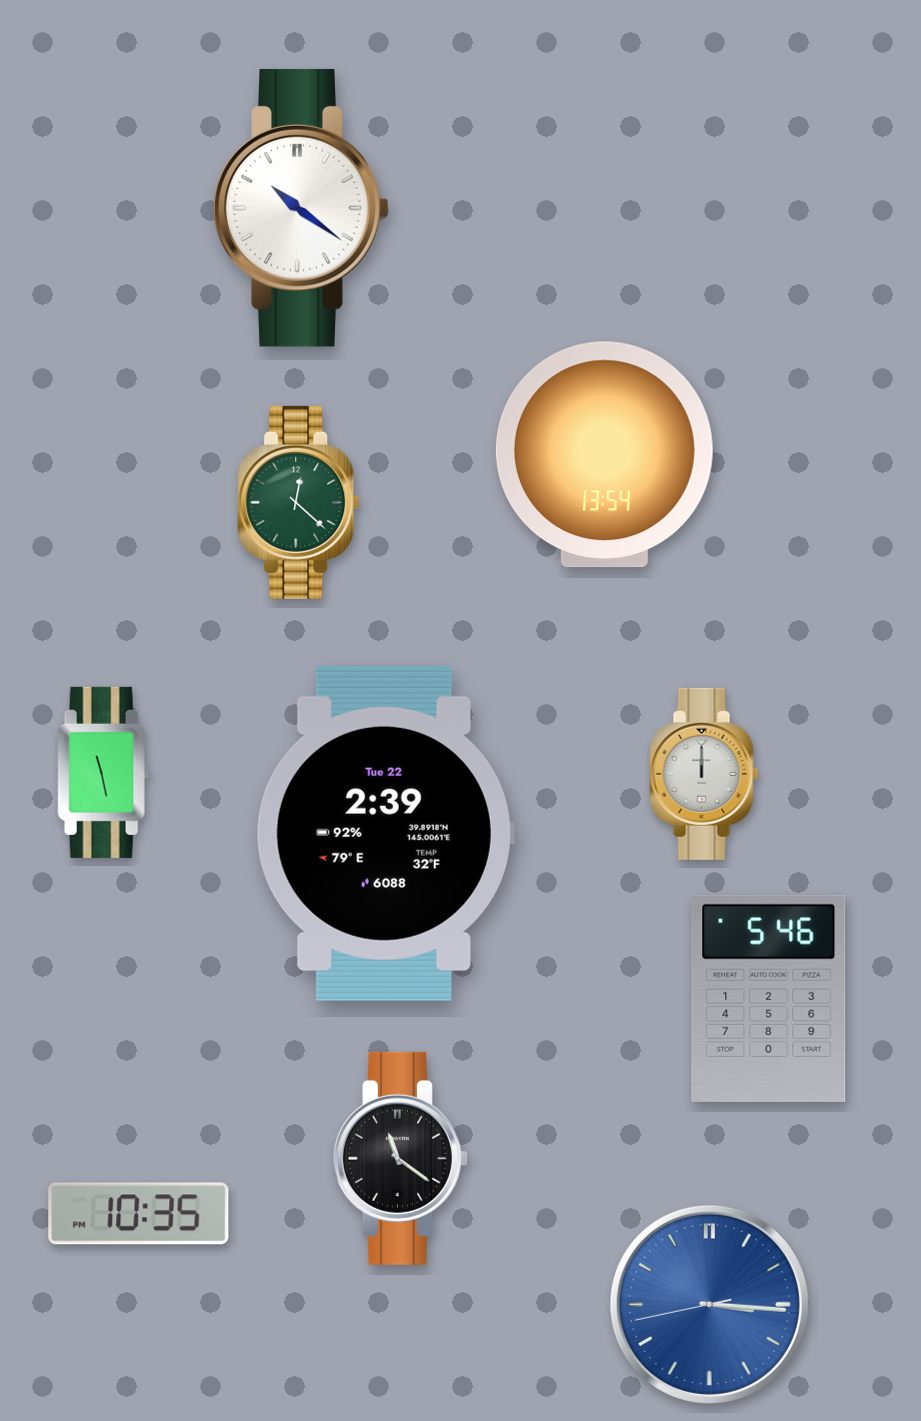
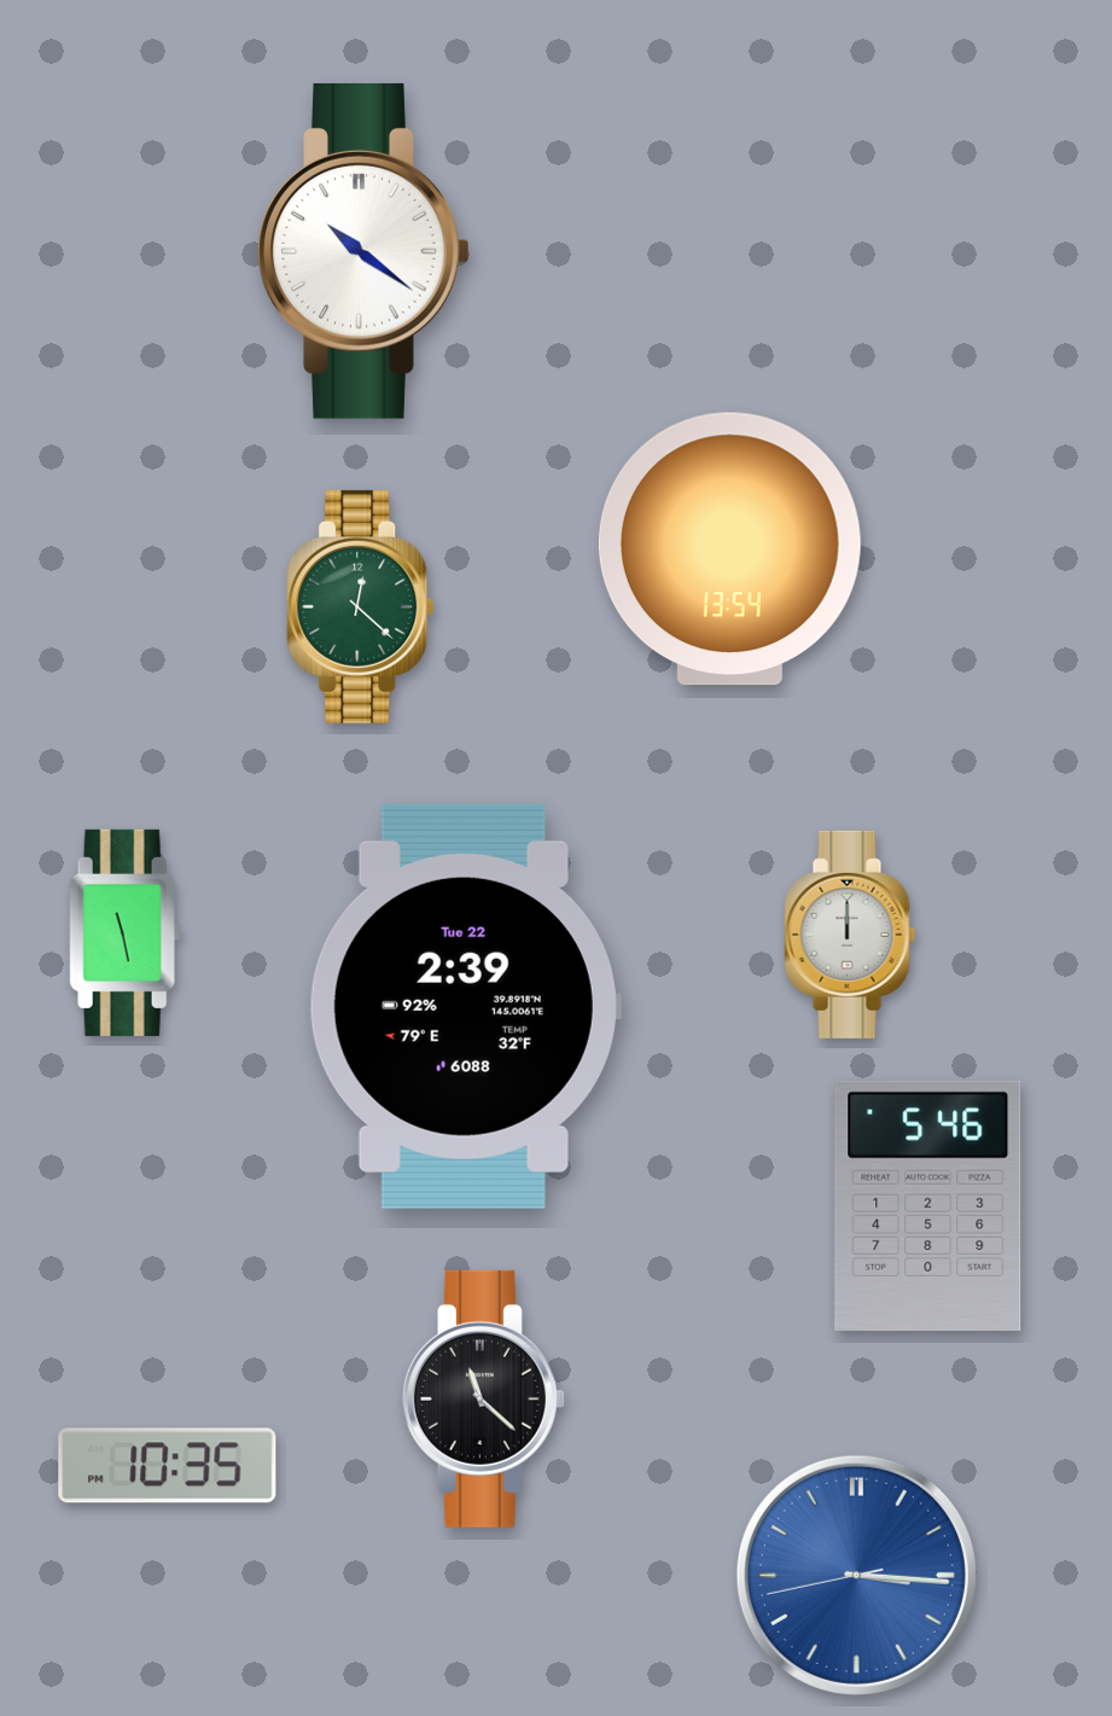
clock at (400, 1158): 11:21 -> 11:22
